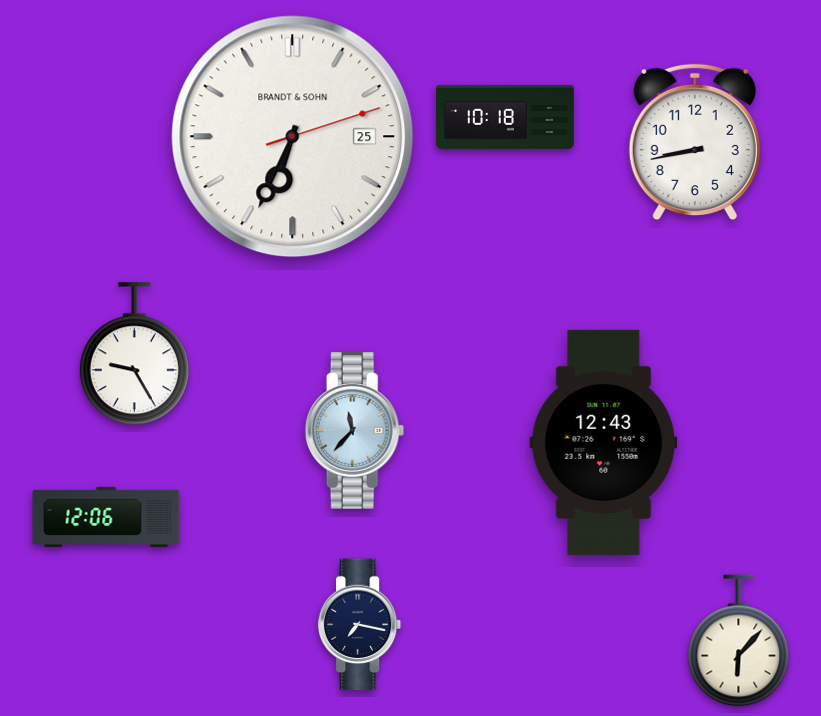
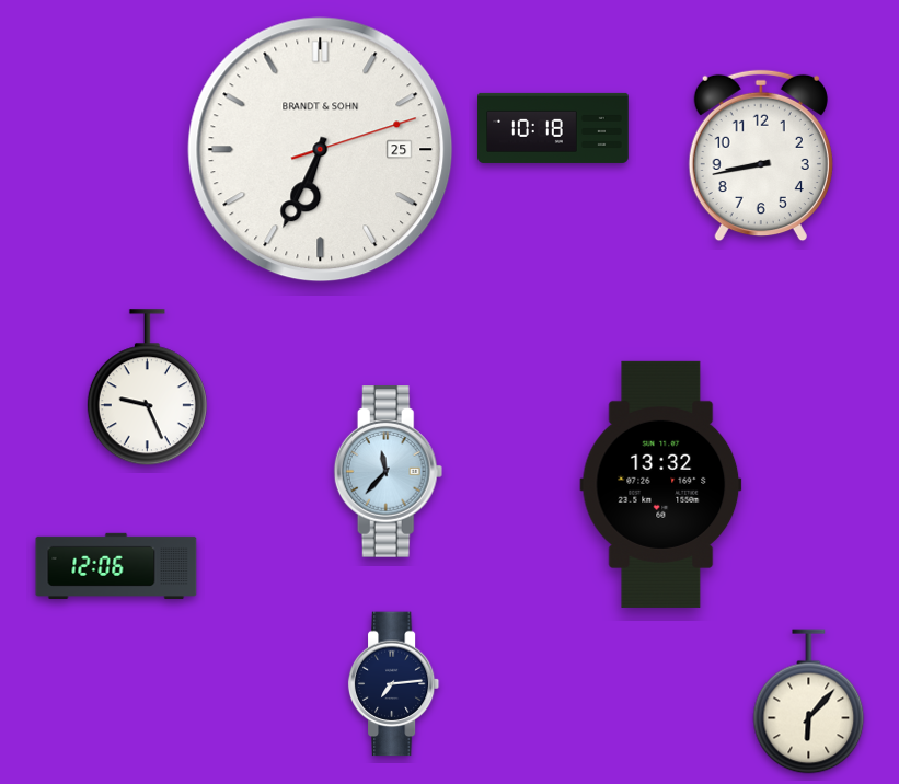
clock at (134, 354): 9:25 -> 9:26
clock at (604, 442): 12:43 -> 13:32
clock at (360, 625): 7:17 -> 7:14
